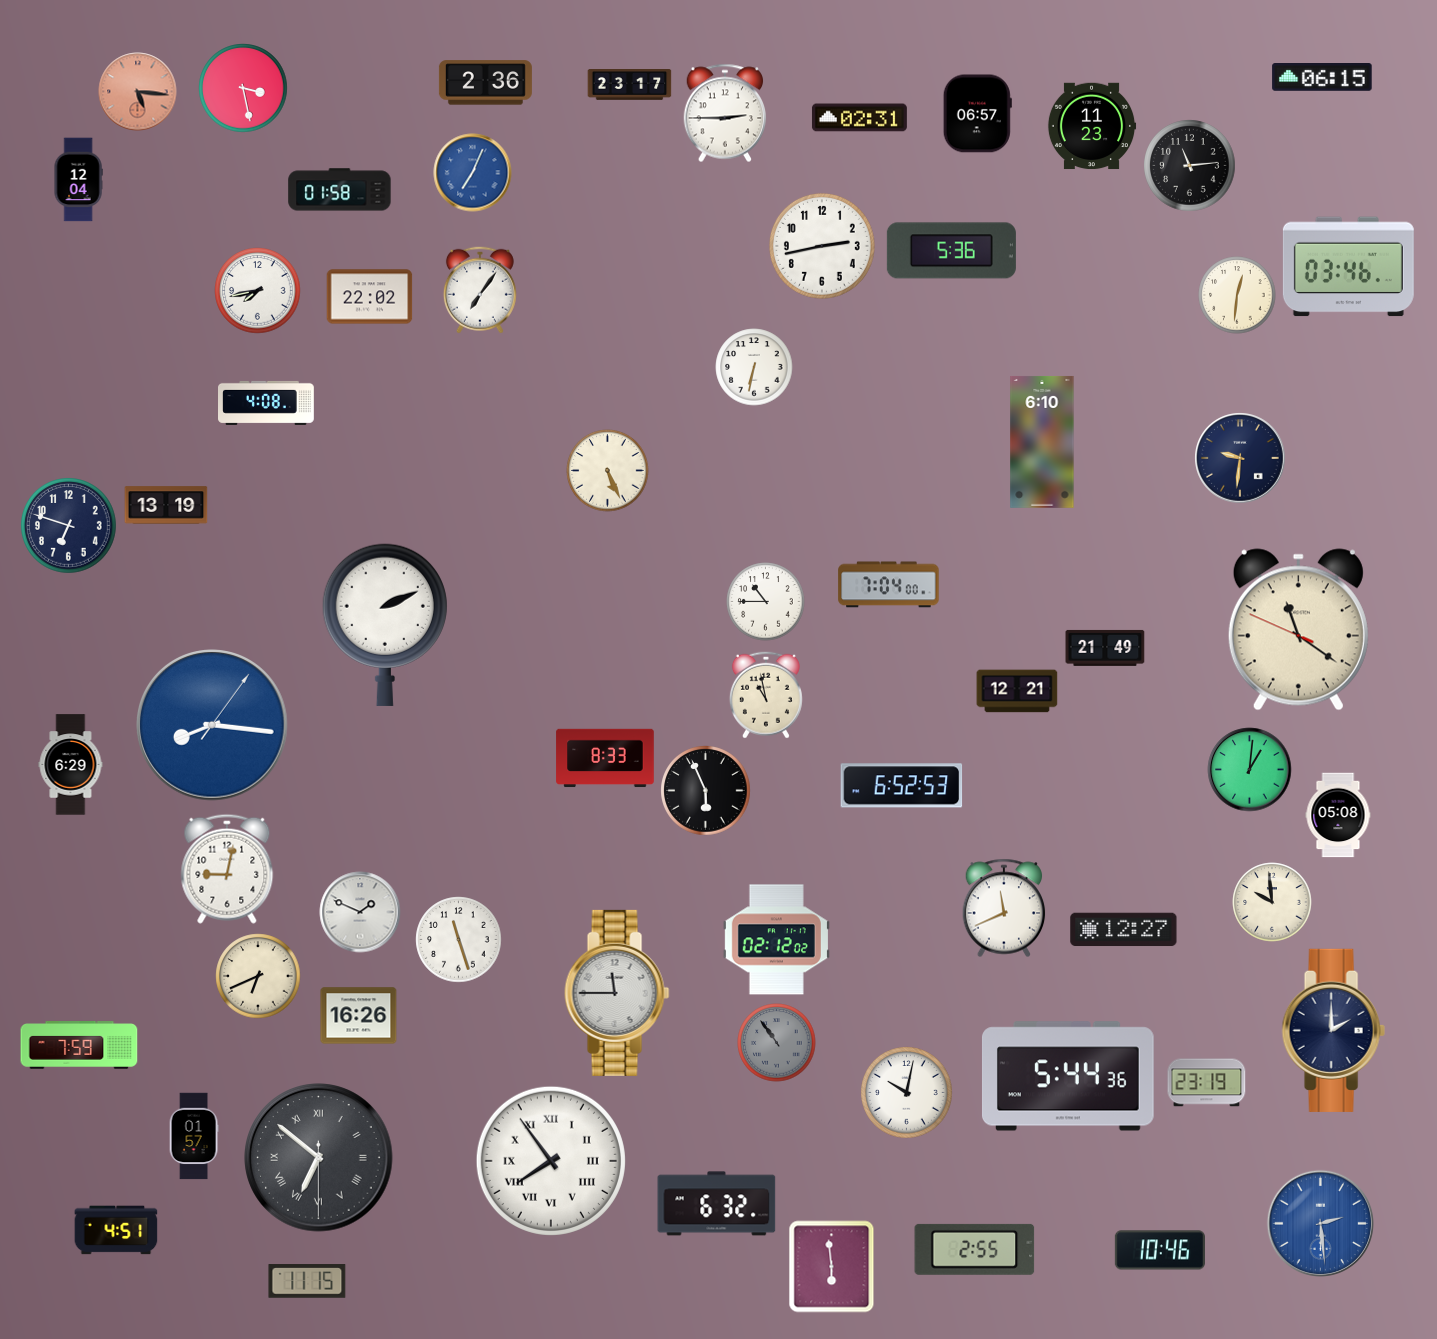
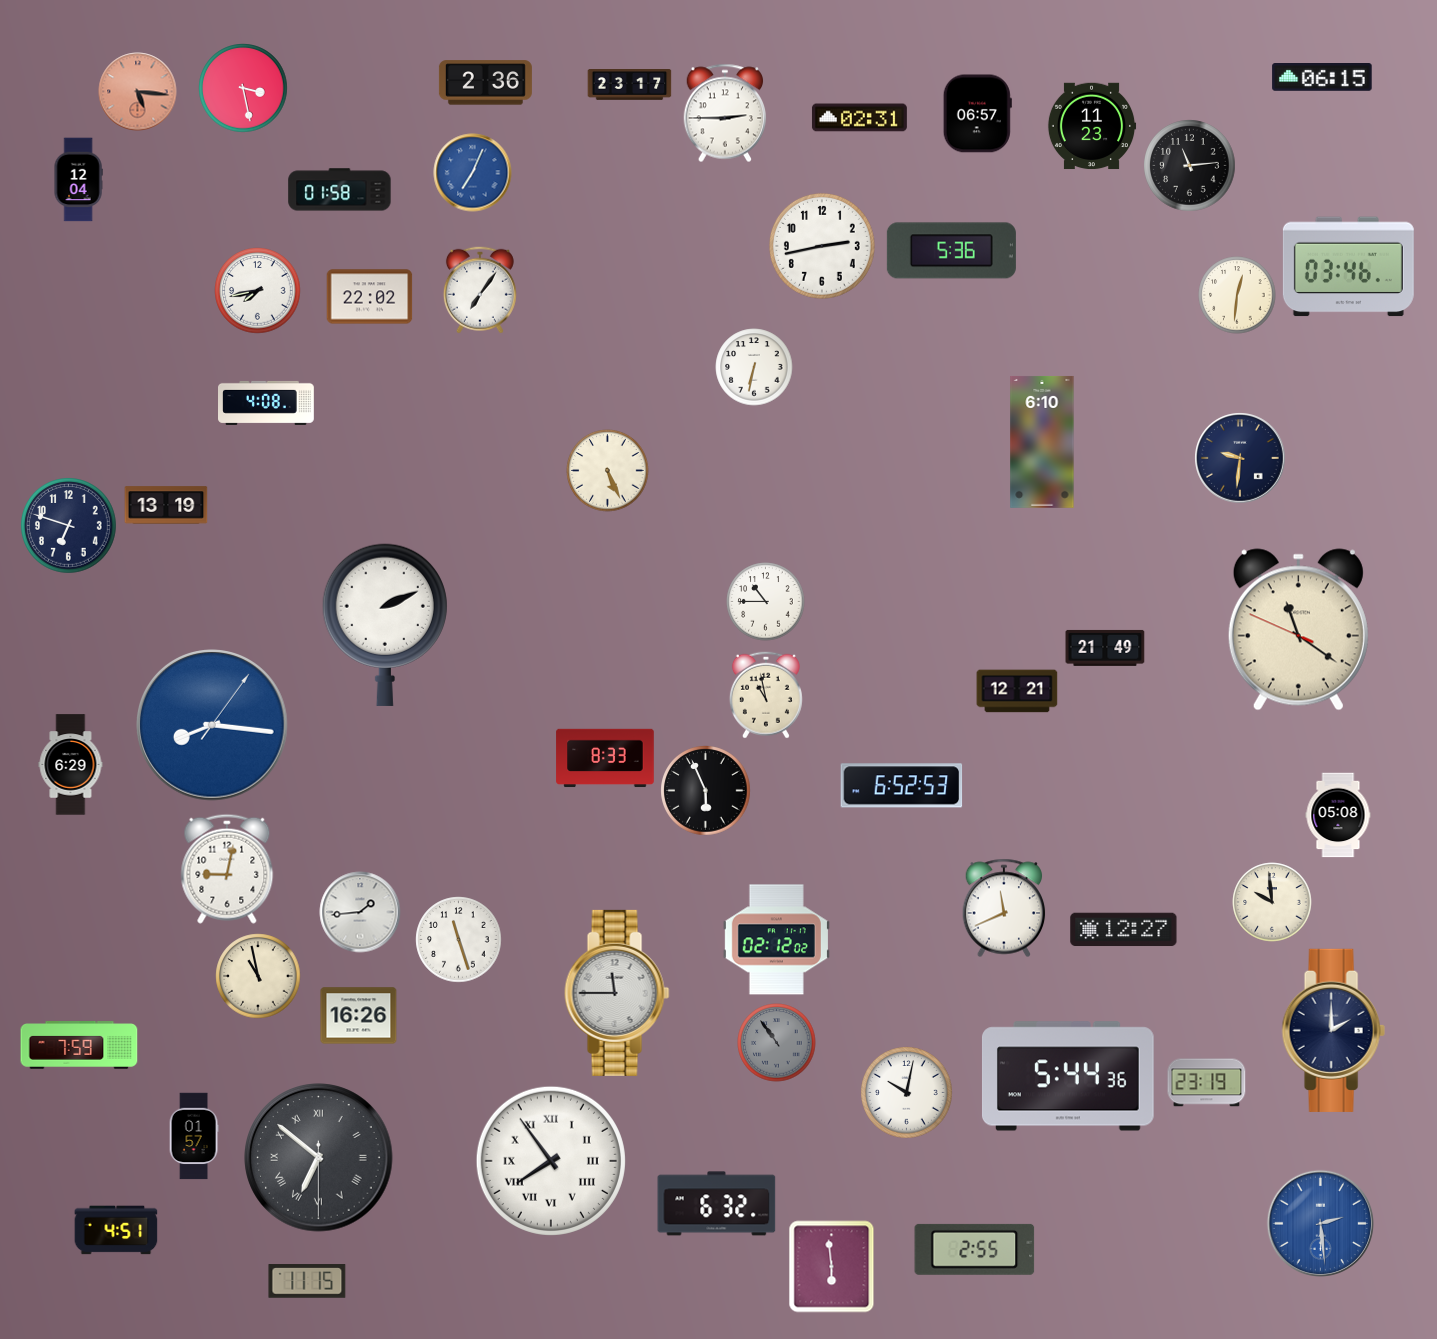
clock at (889, 585): 7:04 -> none
clock at (1250, 770): 1:01 -> none
clock at (360, 912): 1:49 -> 1:44
clock at (258, 976): 6:41 -> 10:58
clock at (1160, 1250): 10:46 -> none
